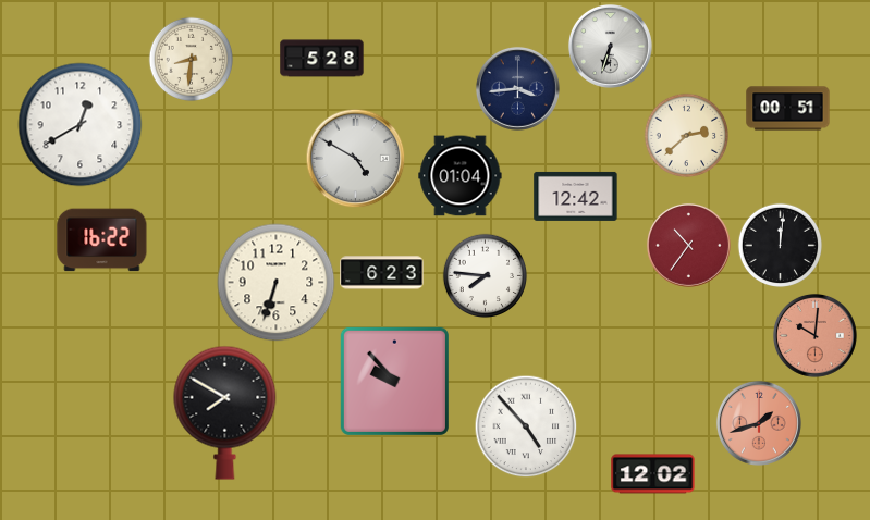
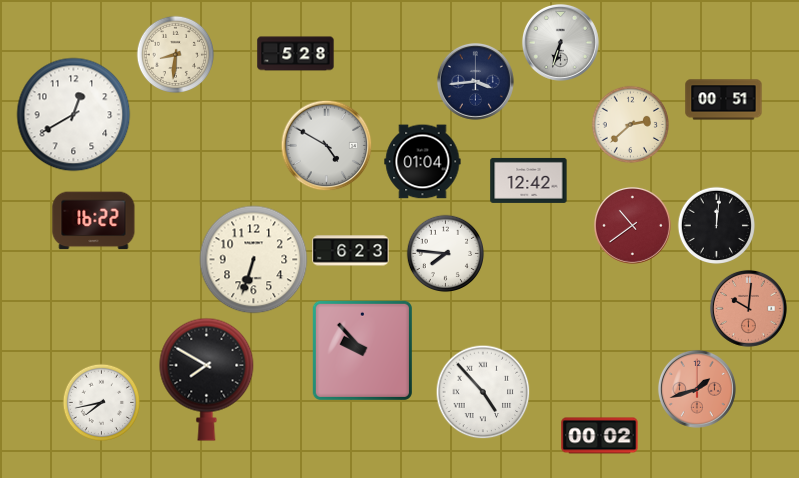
clock at (688, 245): 10:36 -> 10:39
clock at (101, 402): none -> 7:43
clock at (653, 474): 12:02 -> 00:02
